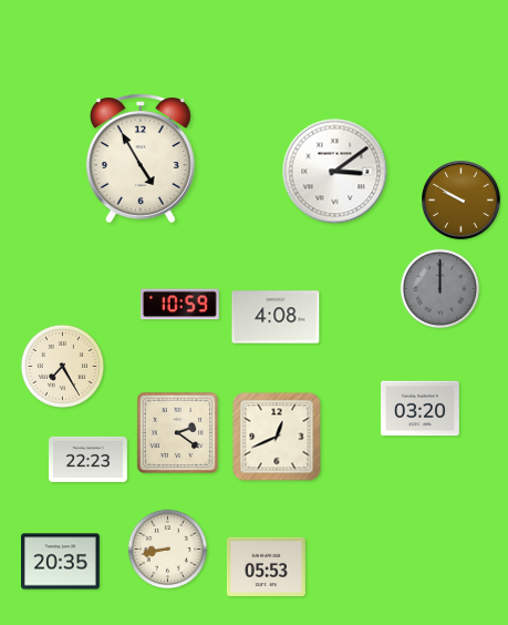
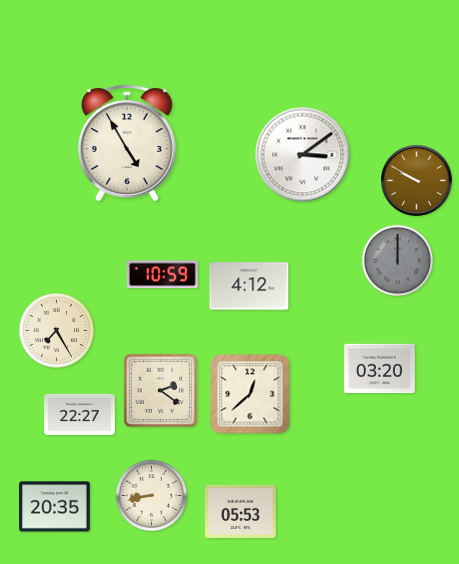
clock at (276, 317): 4:08 -> 4:12
clock at (277, 437): 12:41 -> 12:38
clock at (89, 459): 22:23 -> 22:27
